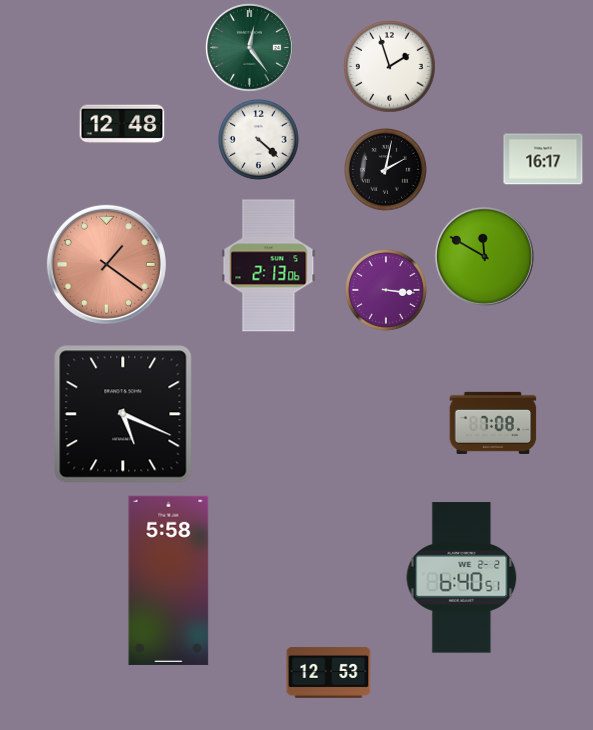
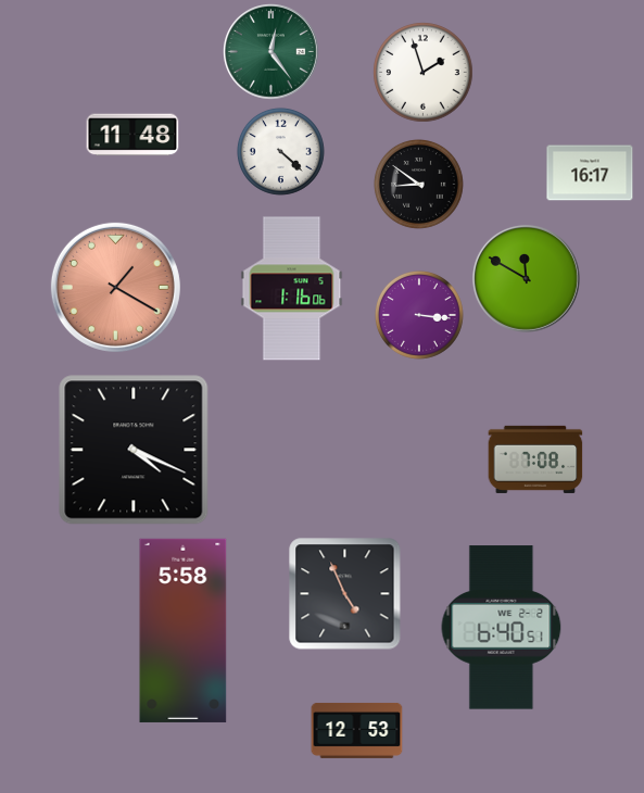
clock at (122, 124): 12:48 -> 11:48
clock at (385, 169): 2:02 -> 8:51
clock at (106, 264): 1:21 -> 1:20
clock at (269, 266): 2:13 -> 1:16
clock at (123, 414): 5:19 -> 4:19
clock at (345, 594): none -> 4:56
